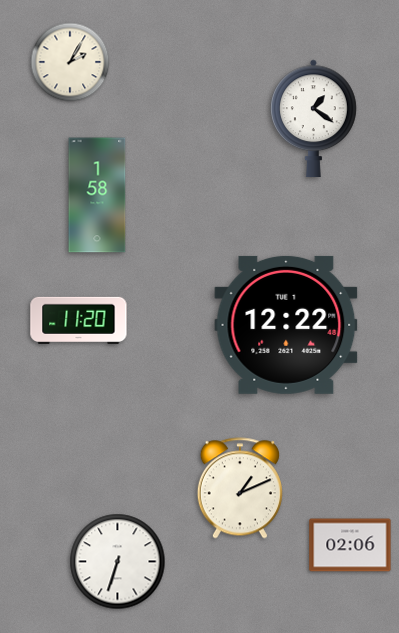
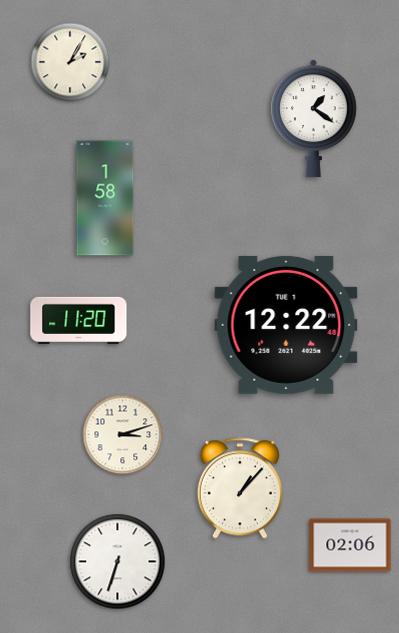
clock at (97, 195) position: (97, 195) -> (105, 198)
clock at (123, 435): none -> 3:12
clock at (240, 488): 1:11 -> 1:07
